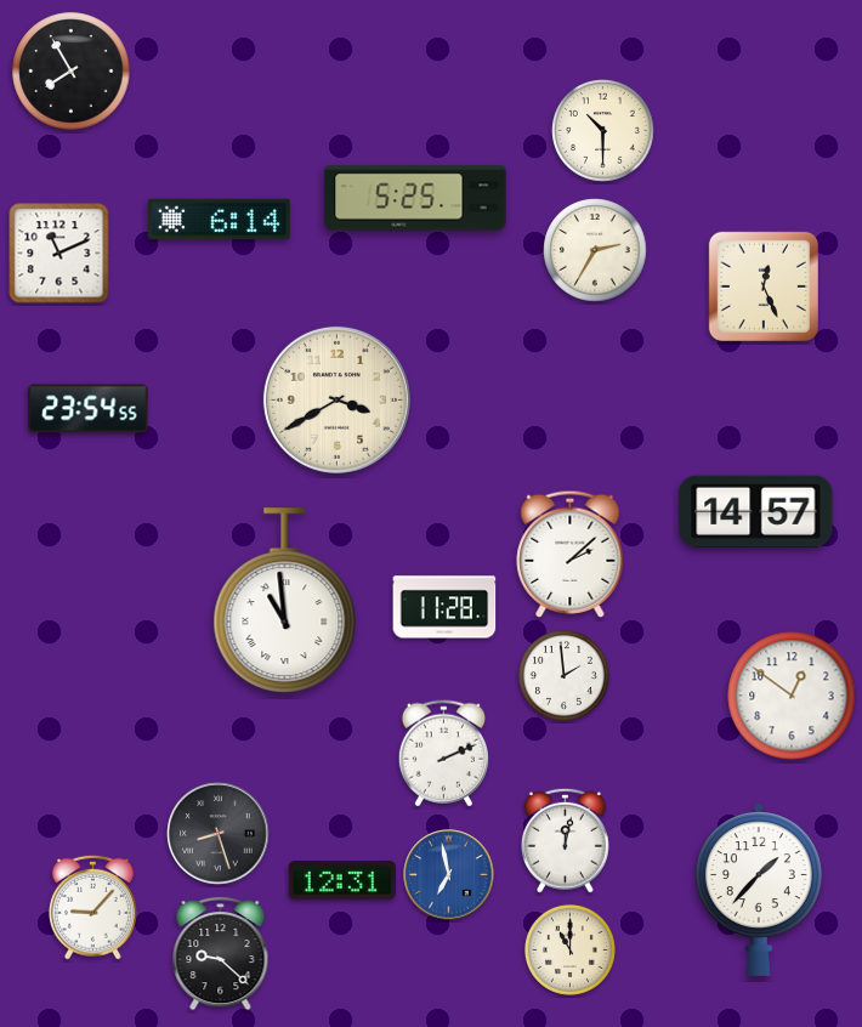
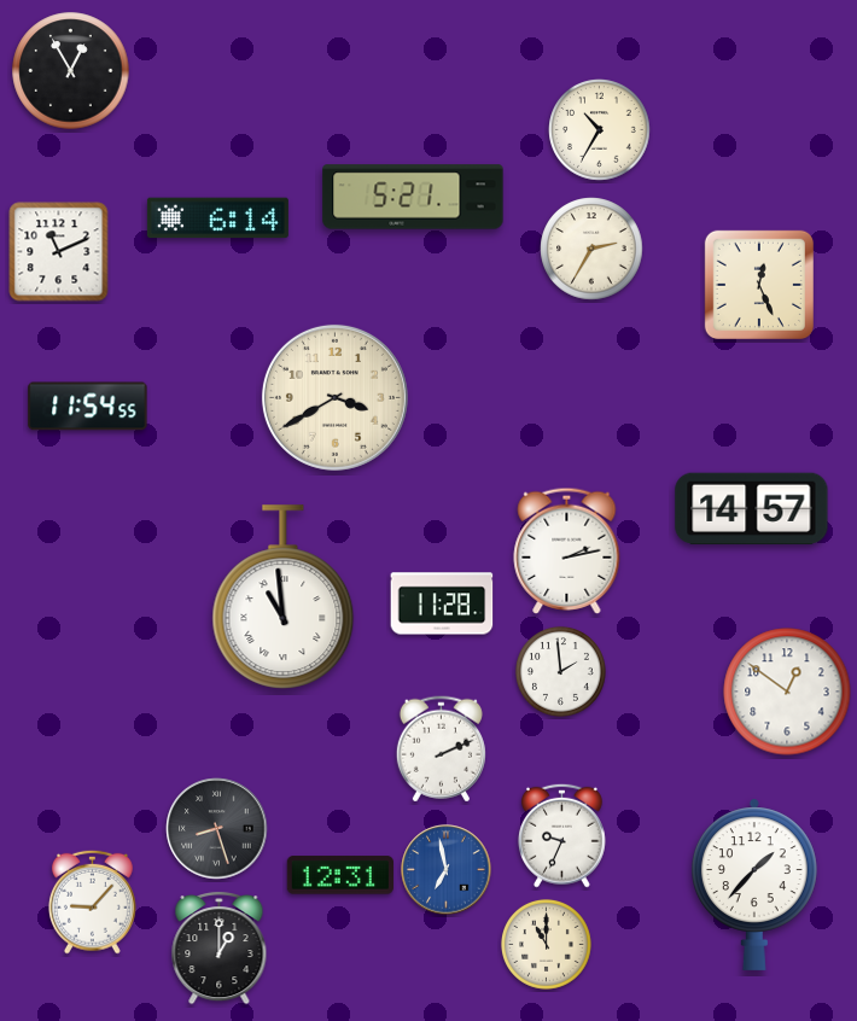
clock at (72, 72): 7:55 -> 12:55
clock at (603, 131): 10:30 -> 10:35
clock at (415, 198): 5:25 -> 5:21
clock at (89, 409): 23:54 -> 11:54
clock at (571, 554): 2:08 -> 2:13
clock at (565, 840): 12:02 -> 9:34
clock at (569, 949) position: (569, 949) -> (546, 944)
clock at (221, 953): 9:22 -> 1:00
